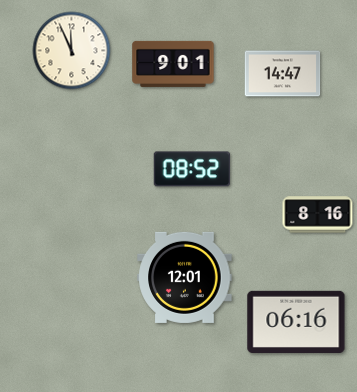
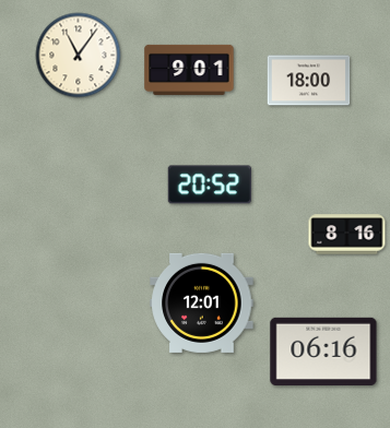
clock at (72, 51): 11:56 -> 11:06
clock at (283, 74): 14:47 -> 18:00
clock at (191, 169): 08:52 -> 20:52
